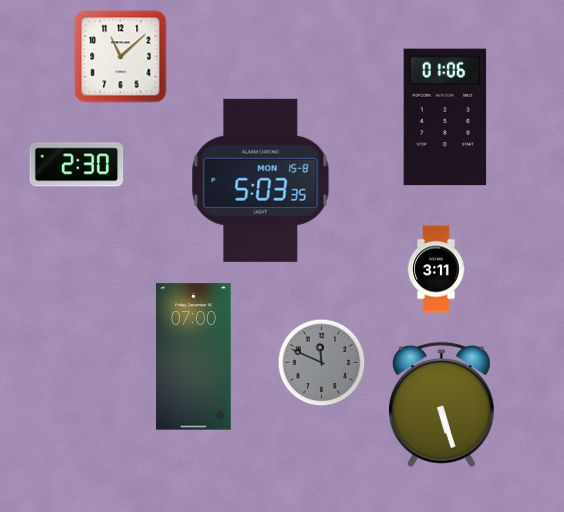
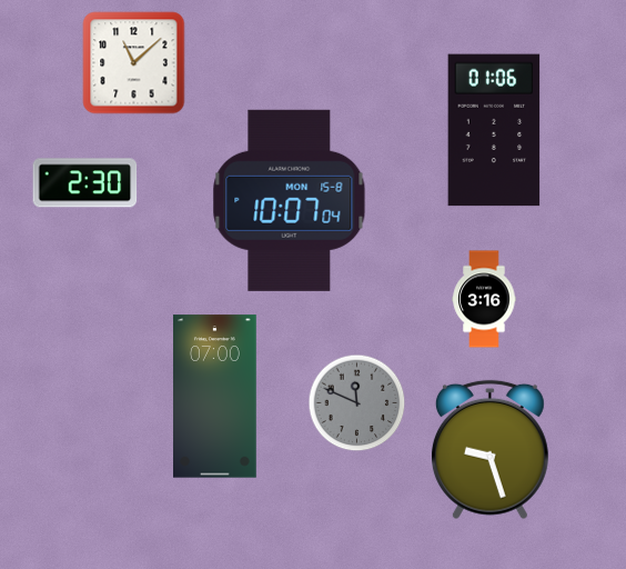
clock at (261, 180): 5:03 -> 10:07
clock at (436, 269): 3:11 -> 3:16
clock at (441, 405): 5:27 -> 9:27
